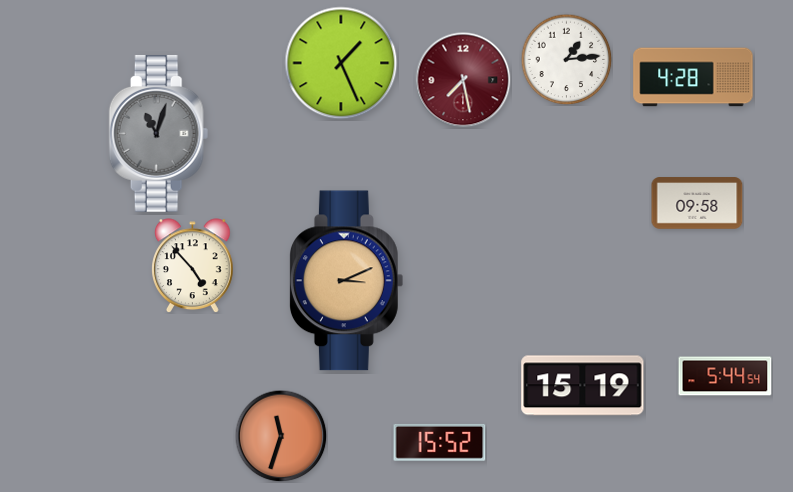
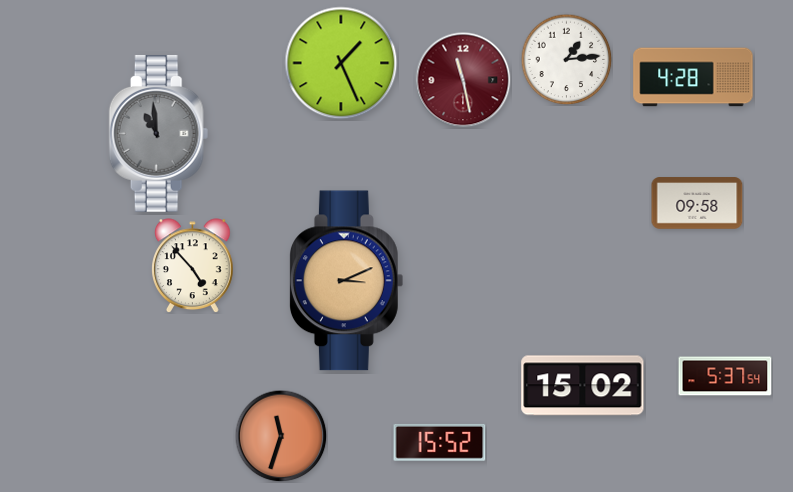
clock at (463, 80): 7:28 -> 11:28
clock at (159, 133): 11:03 -> 10:59
clock at (725, 376): 5:44 -> 5:37
clock at (583, 386): 15:19 -> 15:02
